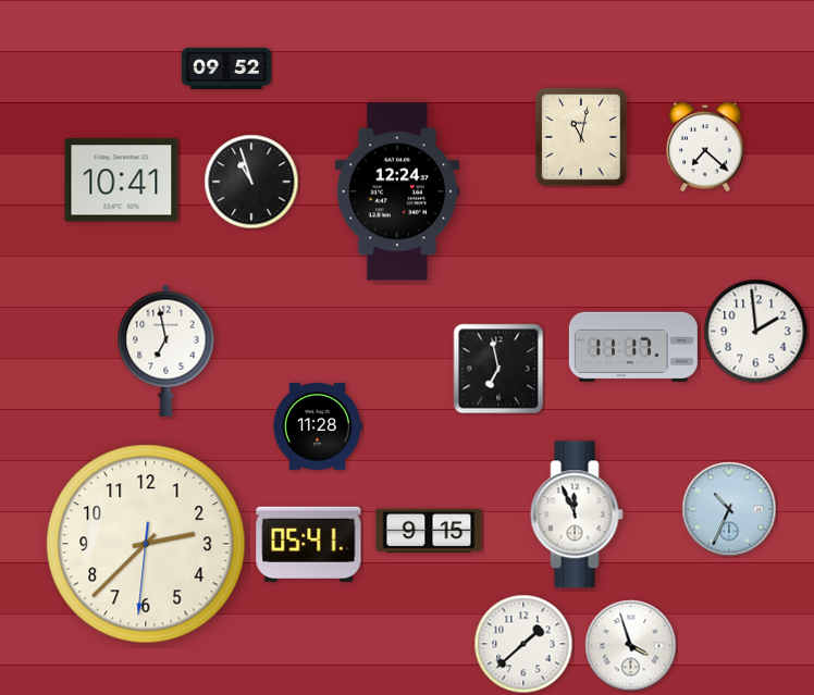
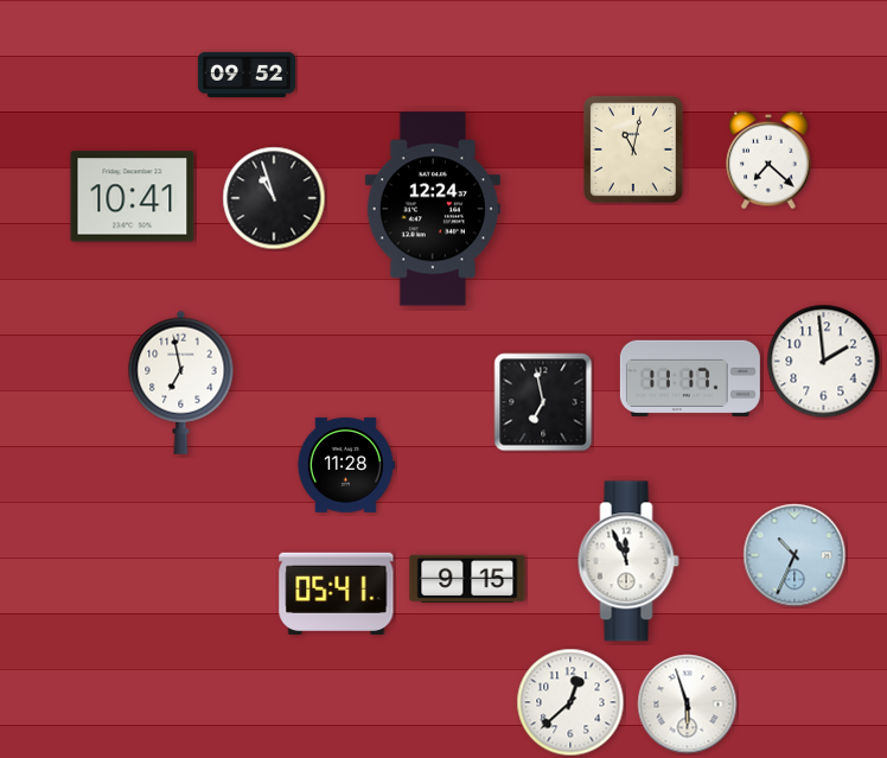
clock at (146, 544): 2:37 -> none
clock at (523, 644): 1:38 -> 12:38
clock at (631, 646): 3:57 -> 5:57
